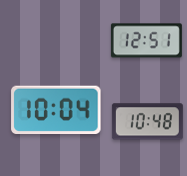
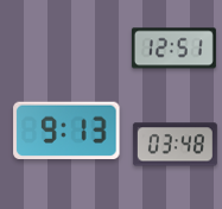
clock at (56, 109): 10:04 -> 9:13
clock at (147, 122): 10:48 -> 03:48
